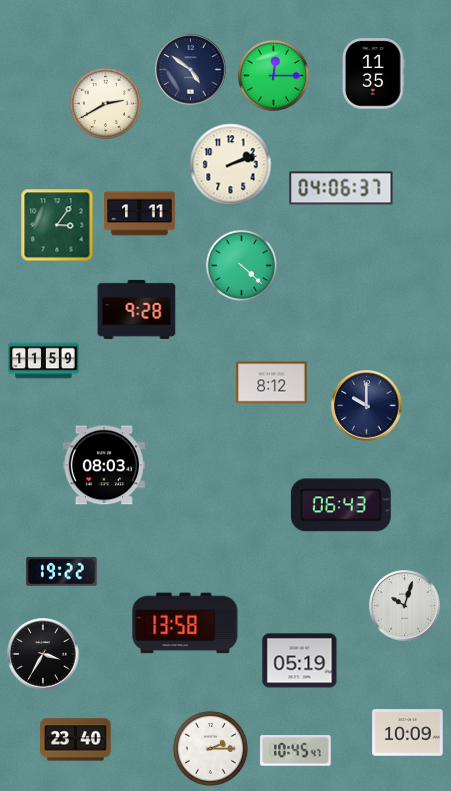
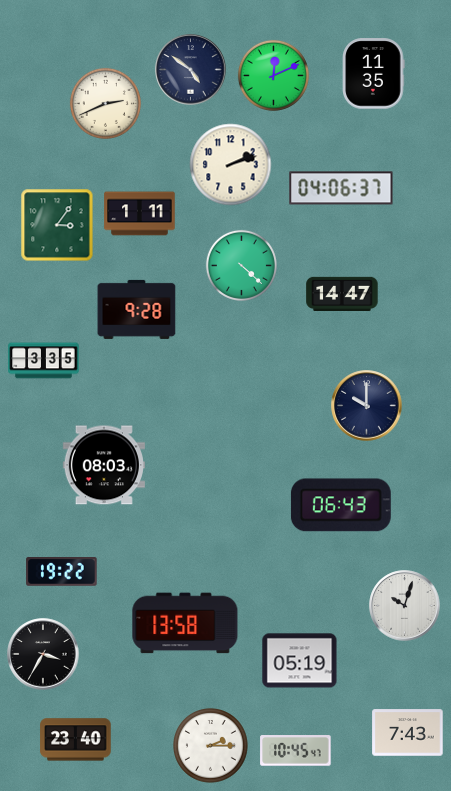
clock at (273, 75): 12:15 -> 12:11
clock at (105, 103): 2:40 -> 2:41
clock at (342, 293): none -> 14:47
clock at (44, 361): 11:59 -> 3:35
clock at (272, 383): 8:12 -> none
clock at (408, 733): 10:09 -> 7:43
clock at (211, 749) position: (211, 749) -> (211, 746)
